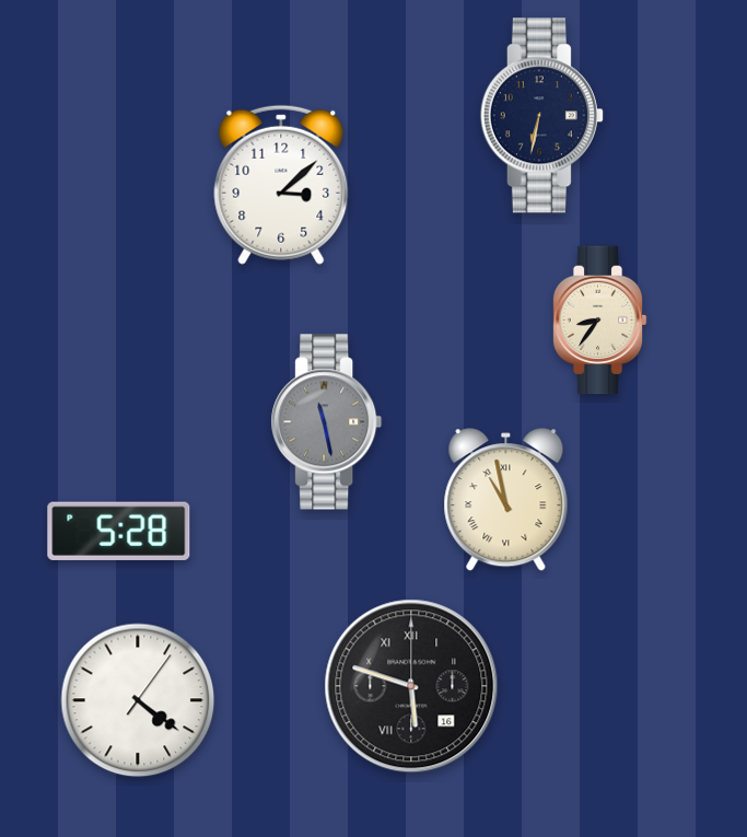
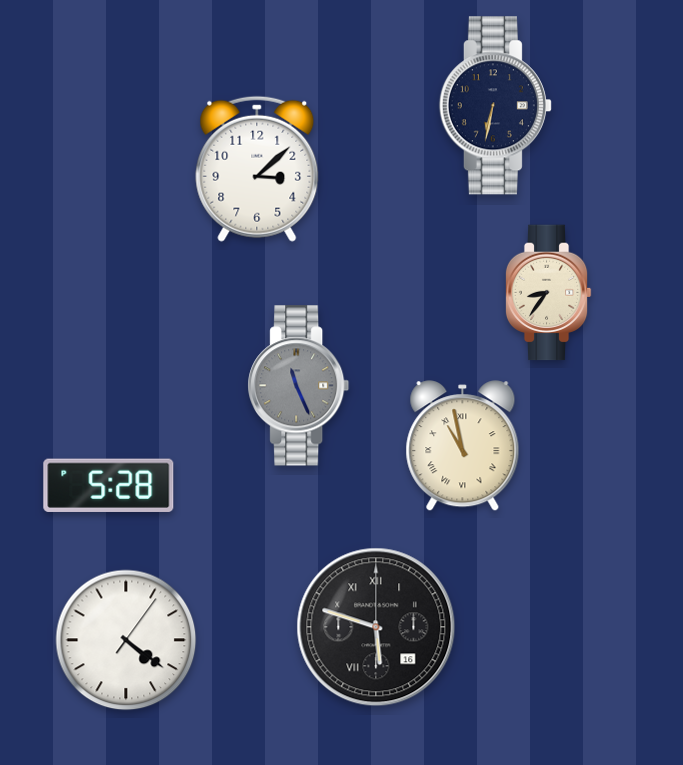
clock at (327, 422): 11:28 -> 11:26
clock at (506, 500) position: (506, 500) -> (463, 446)
